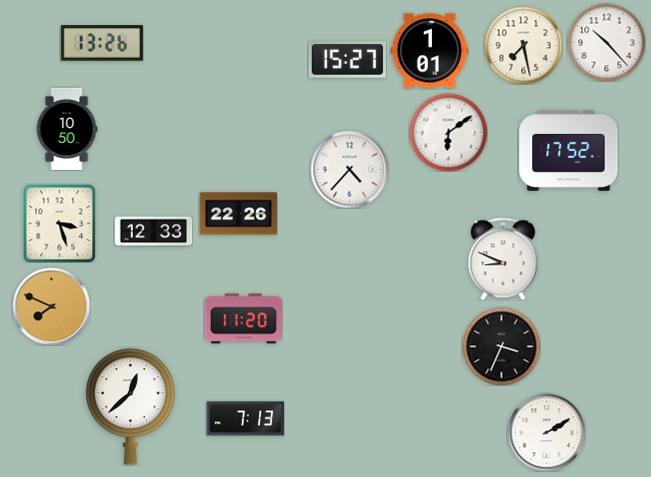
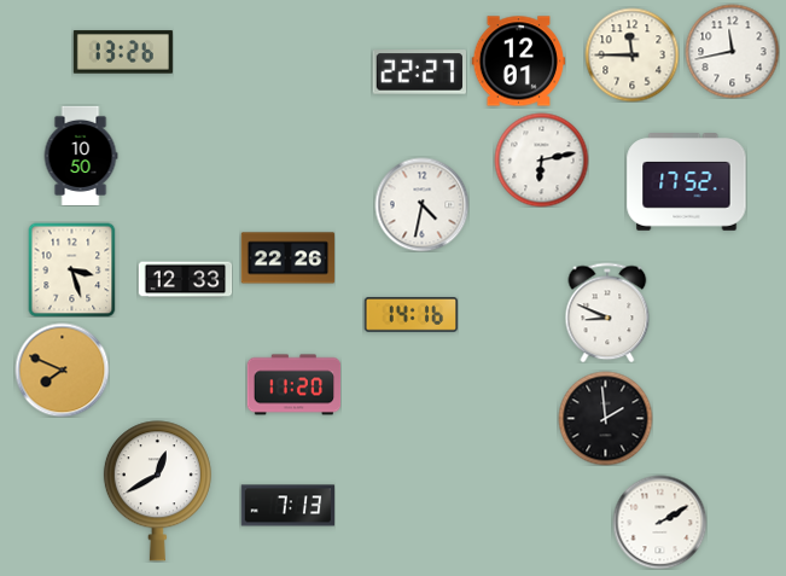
clock at (606, 42): 10:23 -> 11:43
clock at (523, 45): 7:28 -> 11:45
clock at (429, 51): 1:01 -> 12:01
clock at (347, 60): 15:27 -> 22:27
clock at (448, 132): 6:09 -> 6:13
clock at (349, 169): 4:37 -> 4:32
clock at (411, 315): none -> 14:16
clock at (501, 346): 3:34 -> 1:59
clock at (130, 407): 12:38 -> 12:40
clock at (245, 419) position: (245, 419) -> (287, 506)
